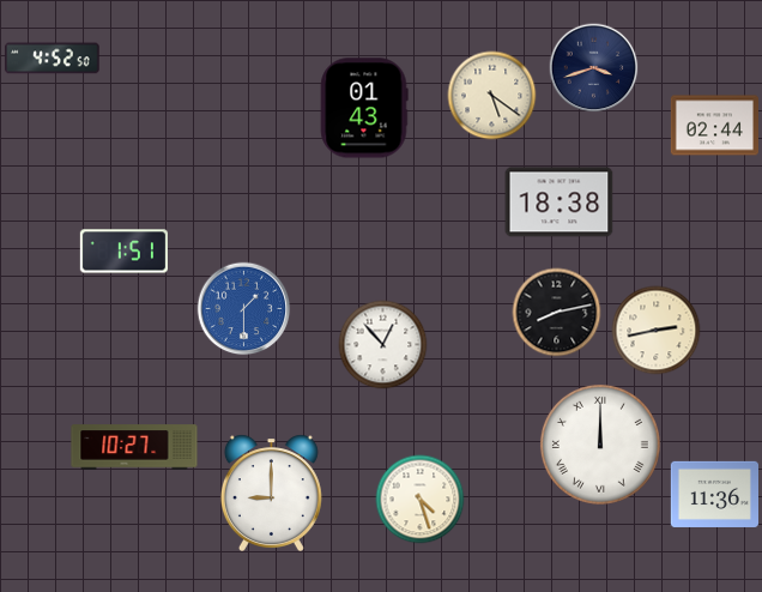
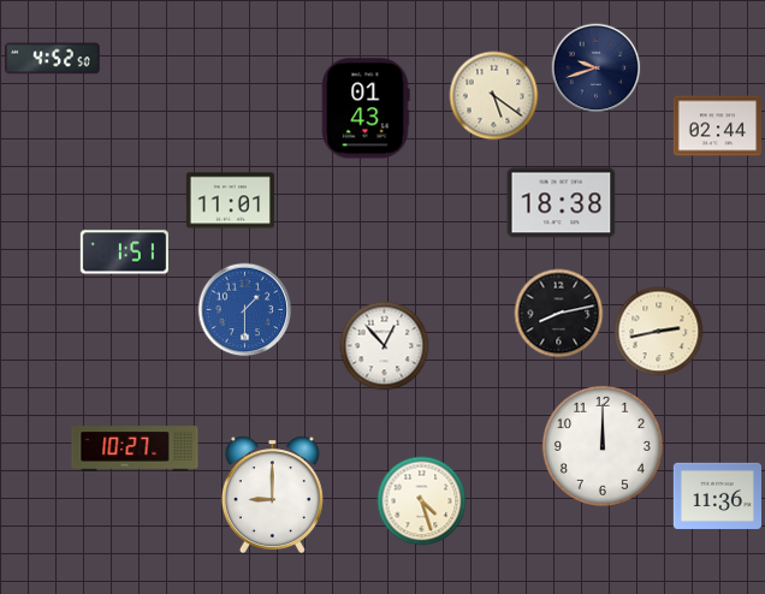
clock at (594, 68): 3:42 -> 9:42
clock at (230, 201): none -> 11:01
clock at (600, 445) numerals: Roman -> Arabic
